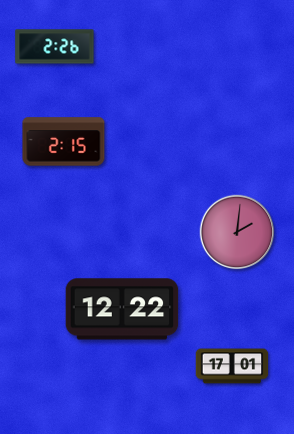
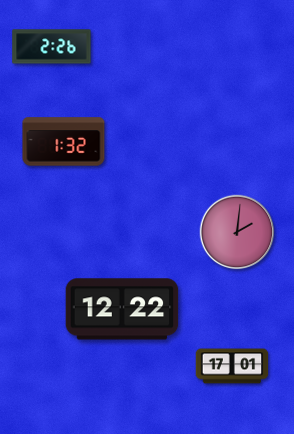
clock at (55, 47) position: (55, 47) -> (52, 47)
clock at (64, 142): 2:15 -> 1:32
